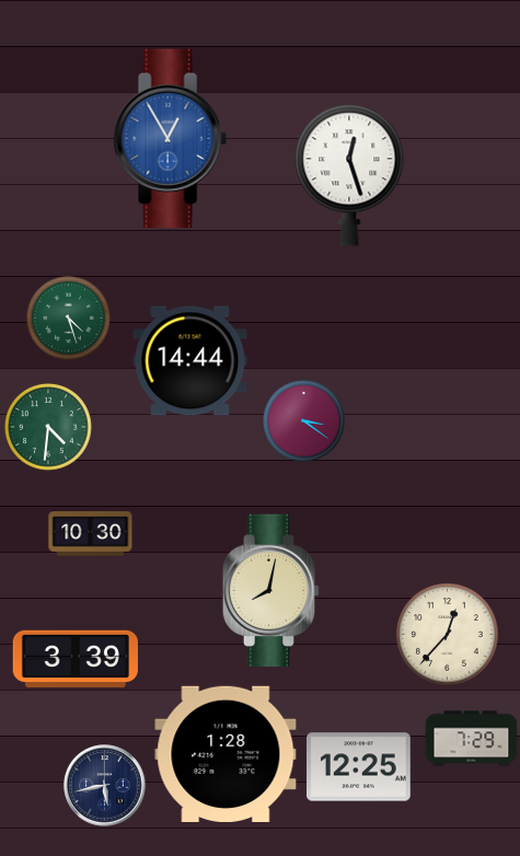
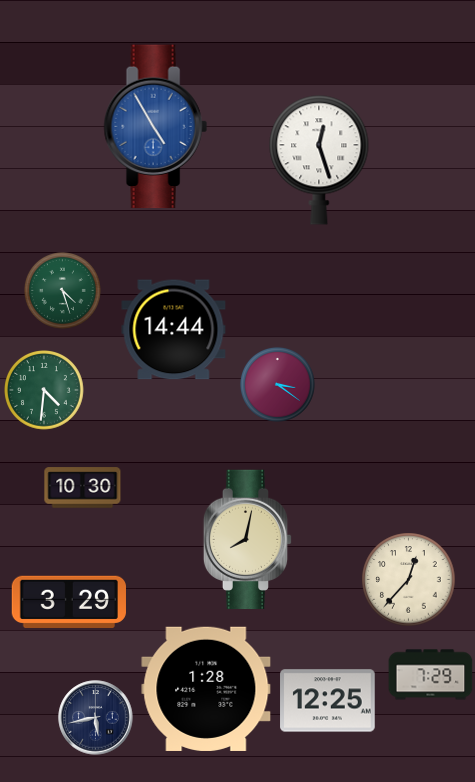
clock at (170, 139): 12:55 -> 4:55
clock at (76, 658): 3:39 -> 3:29
